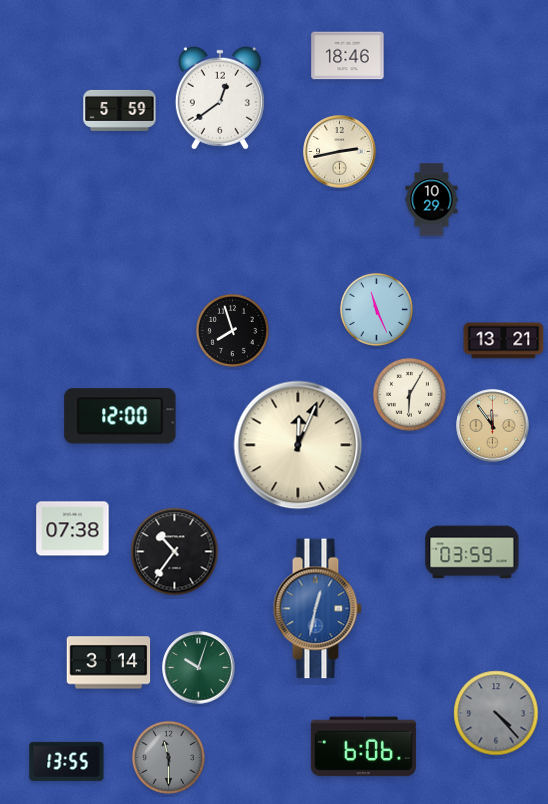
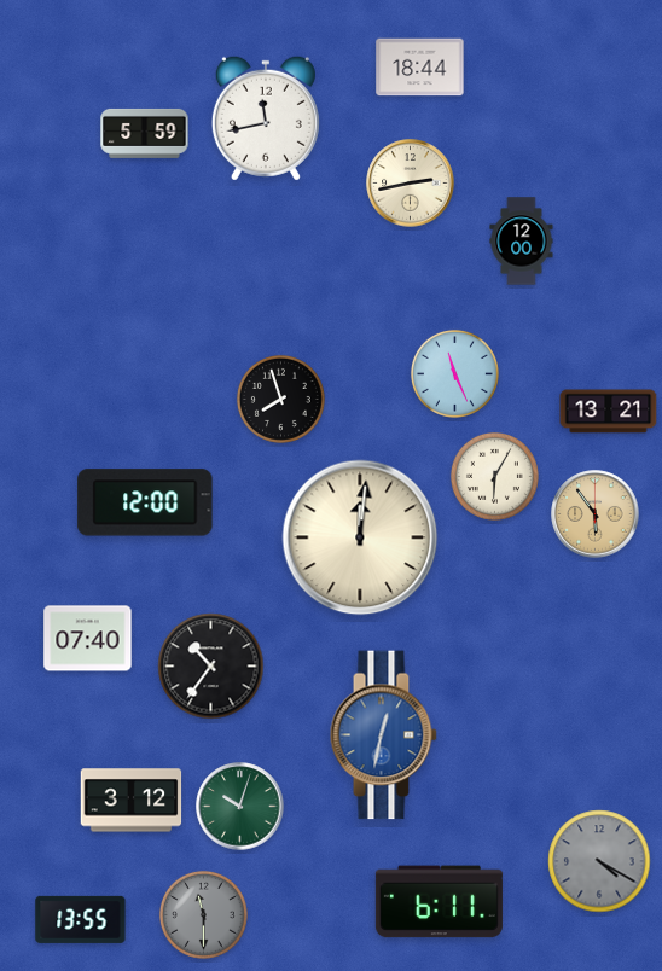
clock at (348, 56): 18:46 -> 18:44
clock at (220, 98): 12:39 -> 11:43
clock at (432, 200): 10:29 -> 12:00
clock at (493, 426): 11:54 -> 5:54
clock at (298, 445): 12:04 -> 12:01
clock at (73, 529): 07:38 -> 07:40
clock at (472, 552): 03:59 -> none
clock at (109, 663): 3:14 -> 3:12
clock at (496, 713): 4:23 -> 4:20
clock at (363, 747): 6:06 -> 6:11
